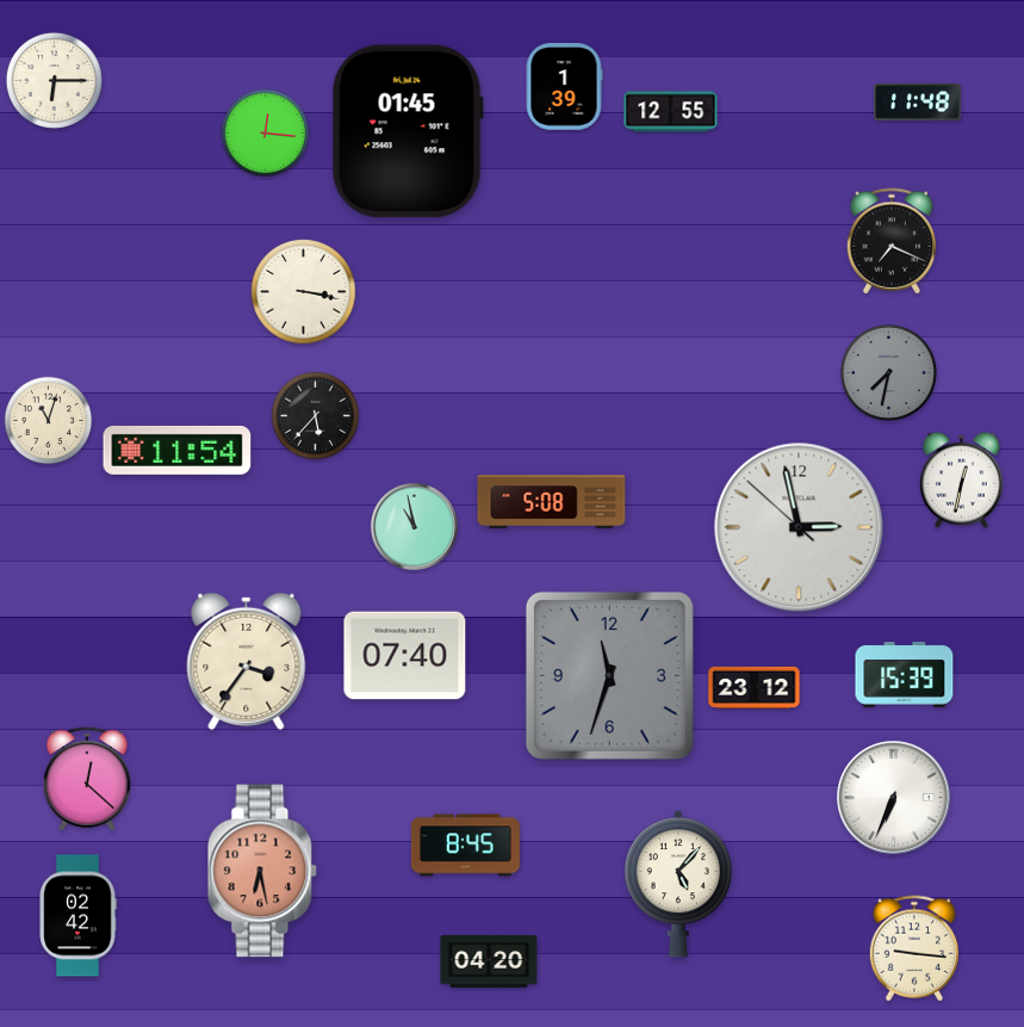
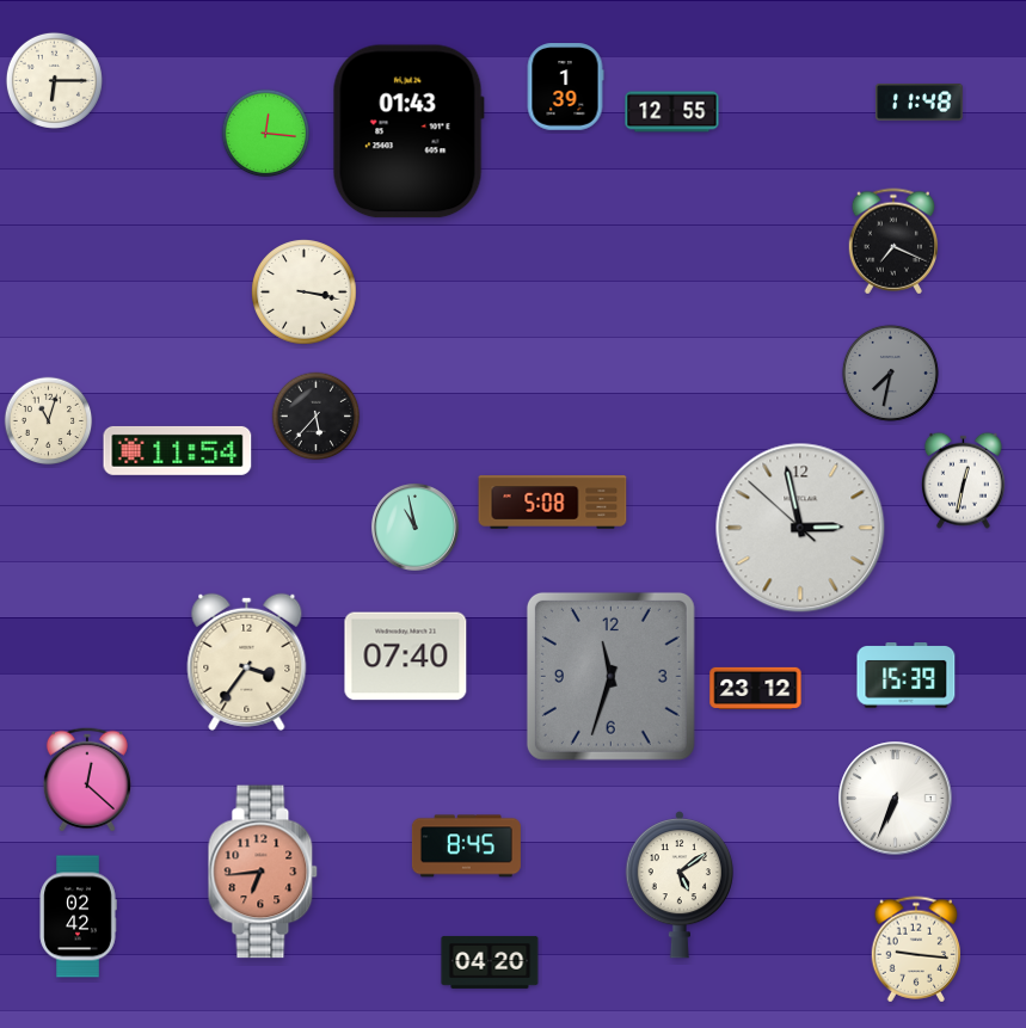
clock at (408, 131): 01:45 -> 01:43
clock at (262, 871): 6:28 -> 6:44
clock at (678, 884): 5:07 -> 5:09
